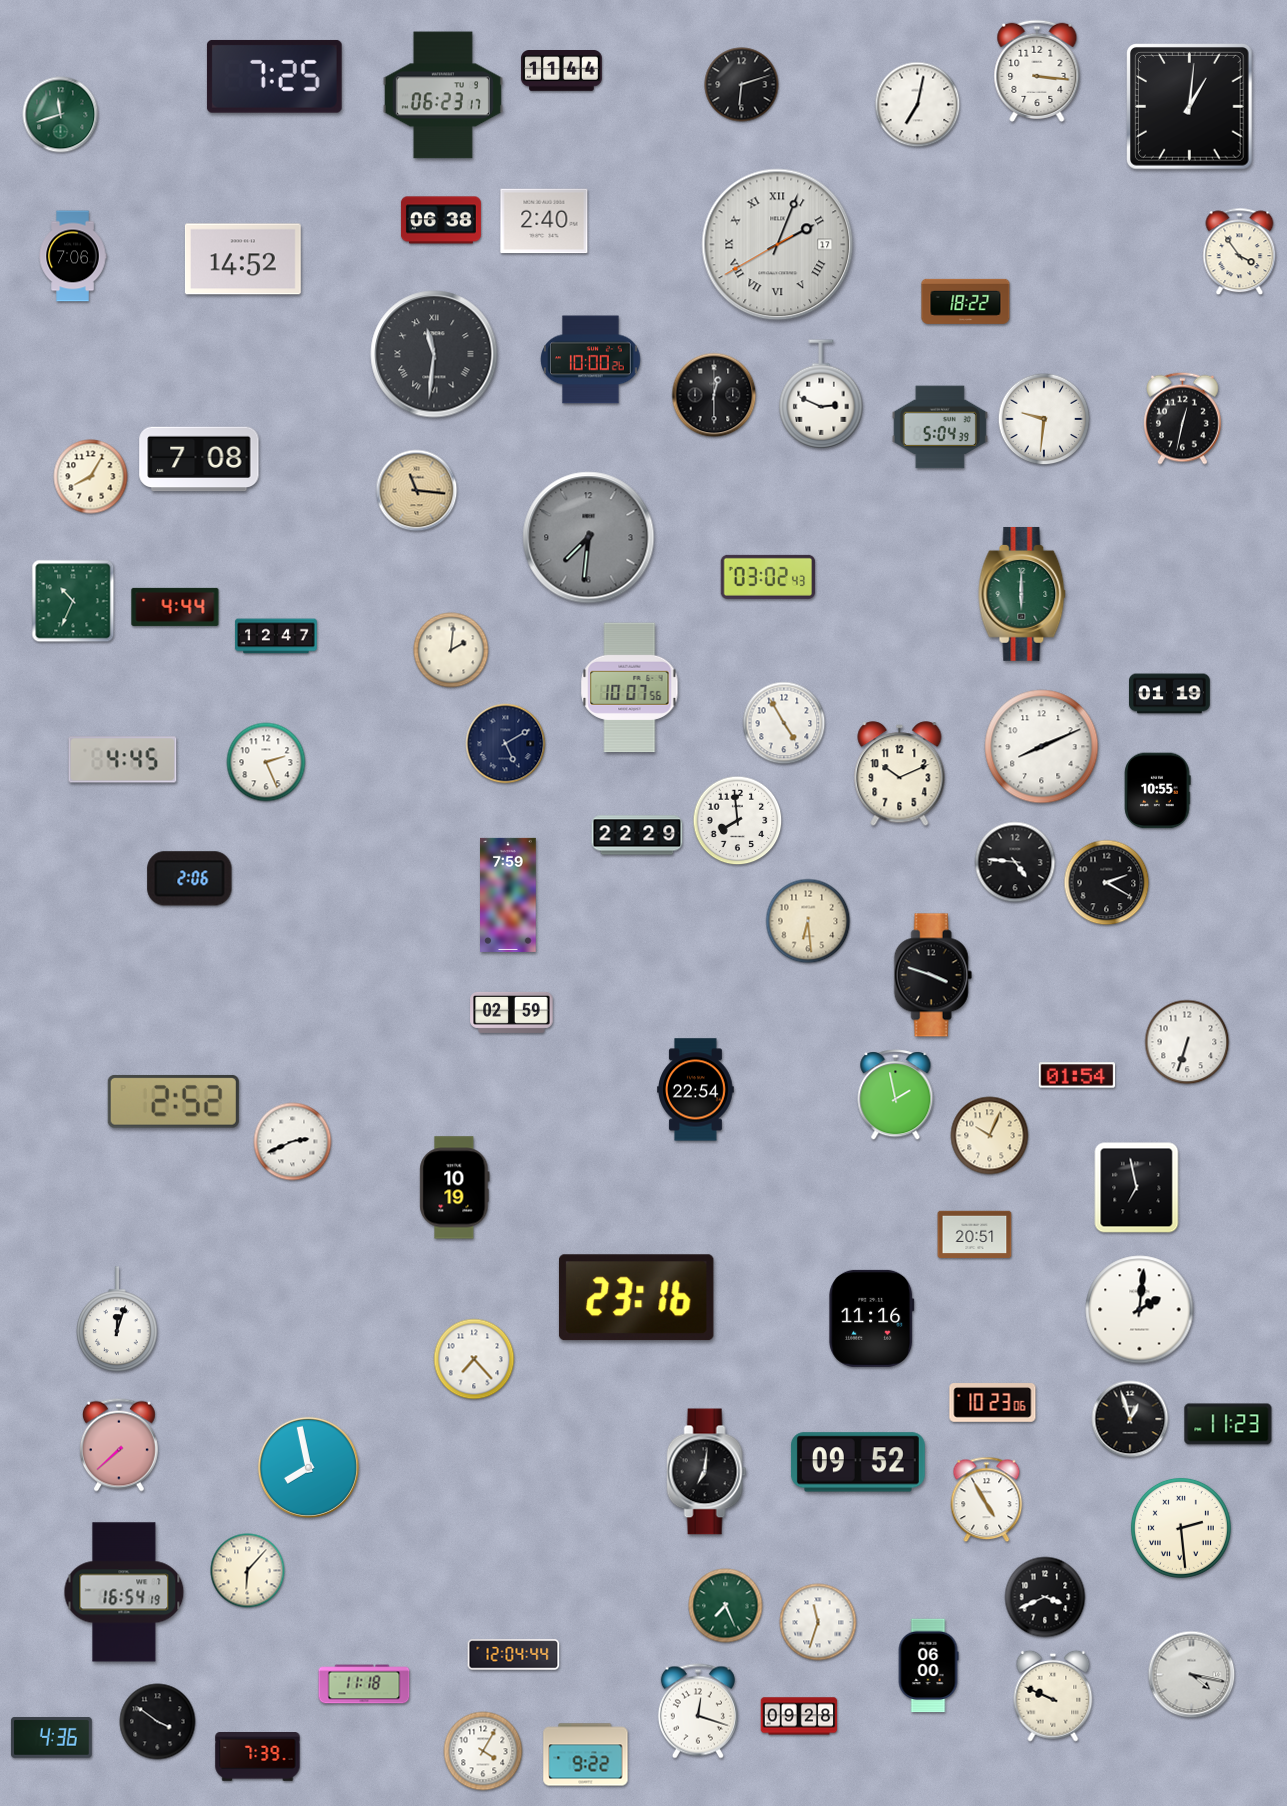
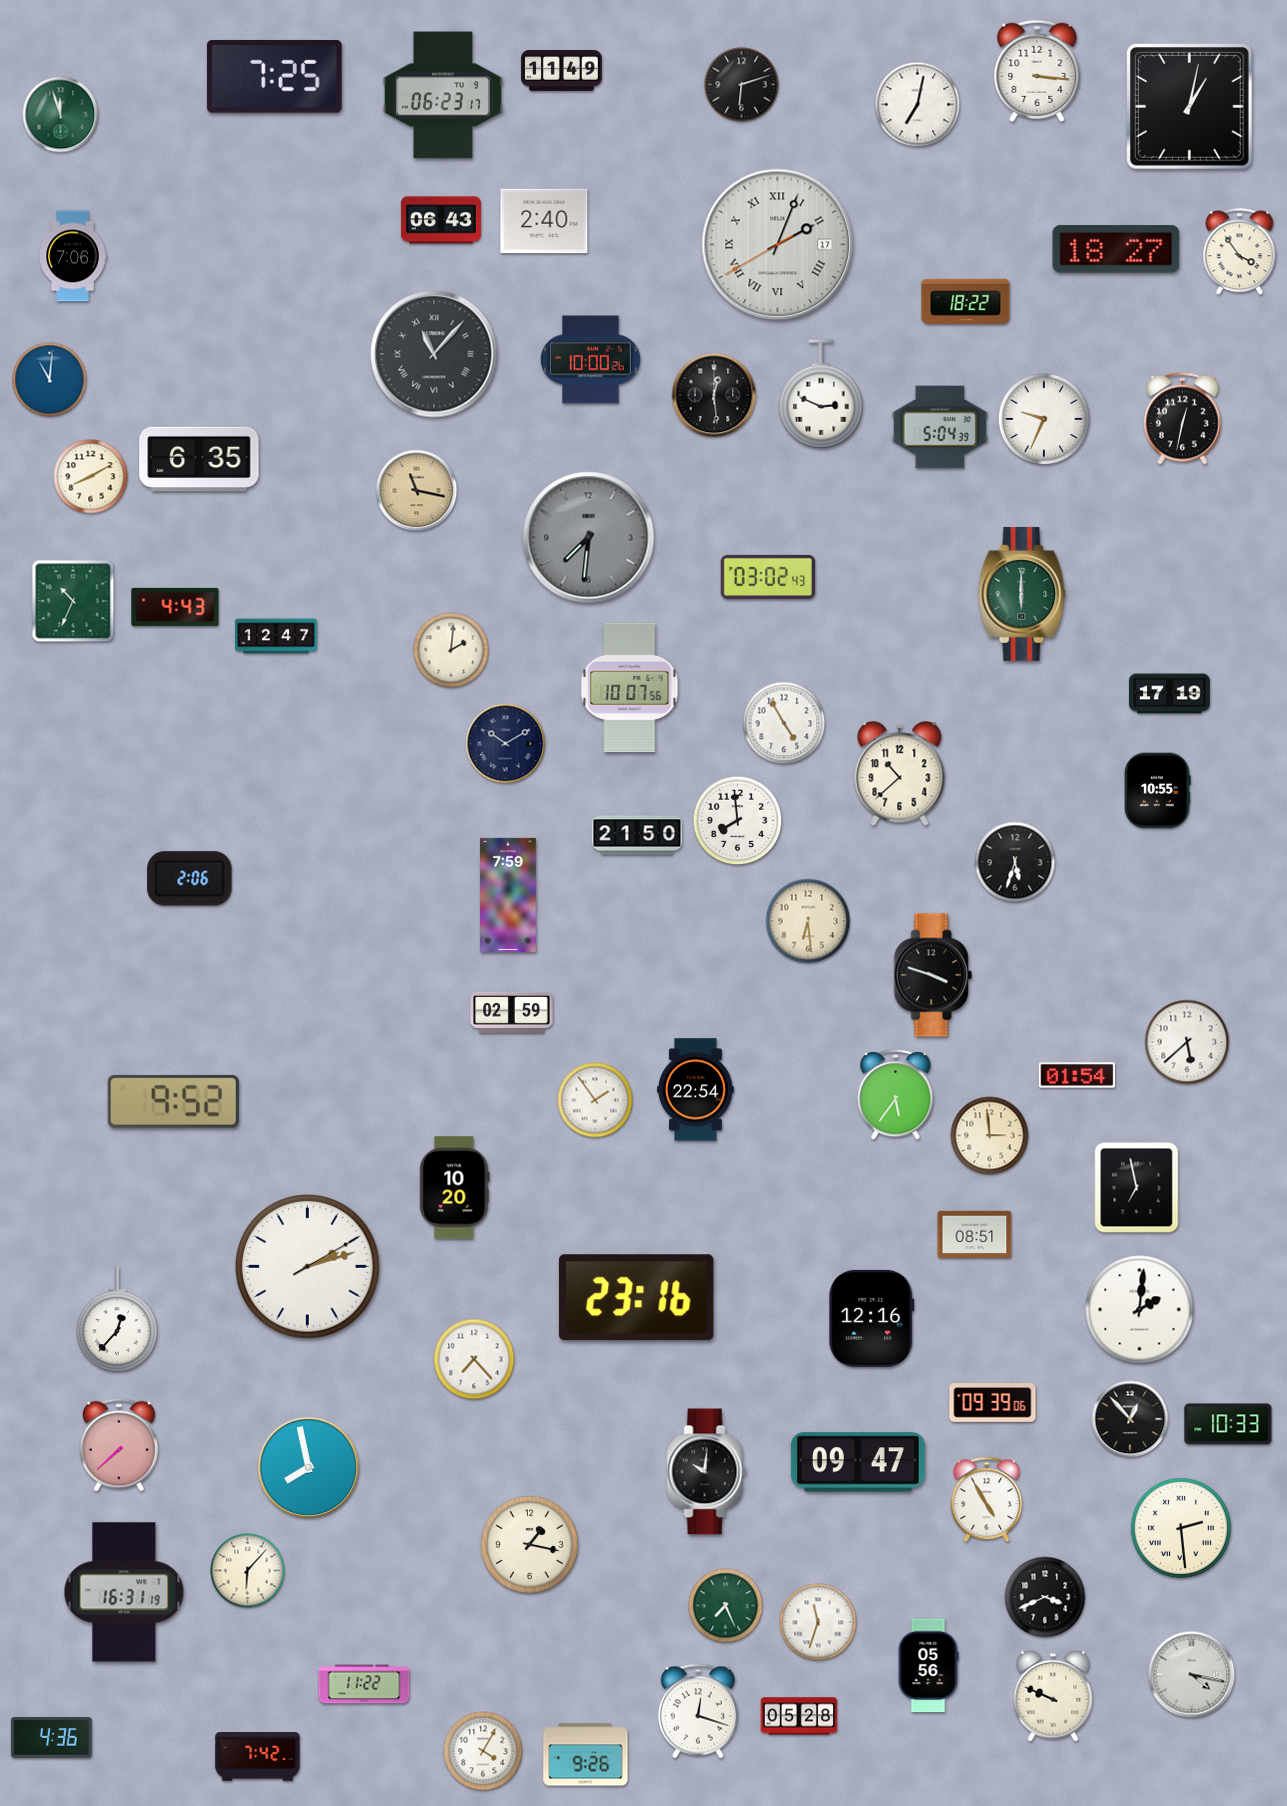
clock at (562, 71): 11:44 -> 11:49
clock at (1190, 107): 1:01 -> 1:02
clock at (61, 115): 11:42 -> 11:57
clock at (441, 220): 06:38 -> 06:43
clock at (1116, 249): none -> 18:27
clock at (243, 259): 14:52 -> none
clock at (434, 354): 11:31 -> 11:07
clock at (50, 380): none -> 11:01
clock at (714, 395): 12:30 -> 12:29
clock at (1044, 419): 9:31 -> 9:34
clock at (199, 459): 7:08 -> 6:35
clock at (91, 477): 8:05 -> 8:10
clock at (417, 491): 11:16 -> 11:17
clock at (175, 607): 4:44 -> 4:43
clock at (1170, 694): 01:19 -> 17:19
clock at (506, 744): 5:10 -> 10:10
clock at (1042, 747): 8:11 -> none
clock at (123, 760): 4:45 -> none
clock at (266, 762): 2:26 -> none
clock at (900, 774): 10:11 -> 10:38
clock at (637, 835): 22:29 -> 21:50
clock at (1015, 862): 4:46 -> 5:33
clock at (1107, 883): 2:20 -> none
clock at (1187, 1042): 6:33 -> 5:38
clock at (896, 1095): 1:58 -> 5:36
clock at (595, 1100): none -> 1:54
clock at (173, 1101): 2:52 -> 9:52
clock at (990, 1136): 10:04 -> 2:59
clock at (293, 1142): 2:41 -> none
clock at (455, 1188): 10:19 -> 10:20
clock at (975, 1235): 20:51 -> 08:51
clock at (308, 1267): none -> 2:12
clock at (872, 1318): 11:16 -> 12:16
clock at (117, 1319): 12:03 -> 12:37
clock at (993, 1403): 10:23 -> 09:39
clock at (1130, 1419): 12:57 -> 12:53
clock at (1228, 1424): 11:23 -> 10:33
clock at (858, 1462): 09:52 -> 09:47
clock at (707, 1472): 7:01 -> 10:01
clock at (529, 1544): none -> 1:17
clock at (124, 1592): 16:54 -> 16:31
clock at (514, 1655): 12:04 -> none
clock at (928, 1666): 06:00 -> 05:56
clock at (364, 1684): 11:18 -> 11:22
clock at (799, 1716): 09:28 -> 05:28
clock at (158, 1722): 3:51 -> none
clock at (586, 1755): 9:22 -> 9:26
clock at (258, 1757): 7:39 -> 7:42
